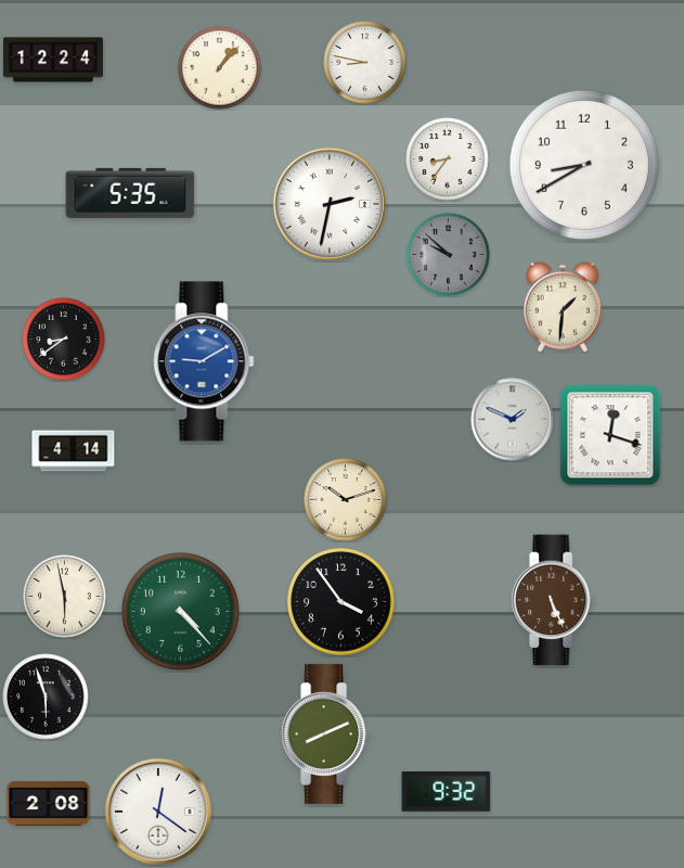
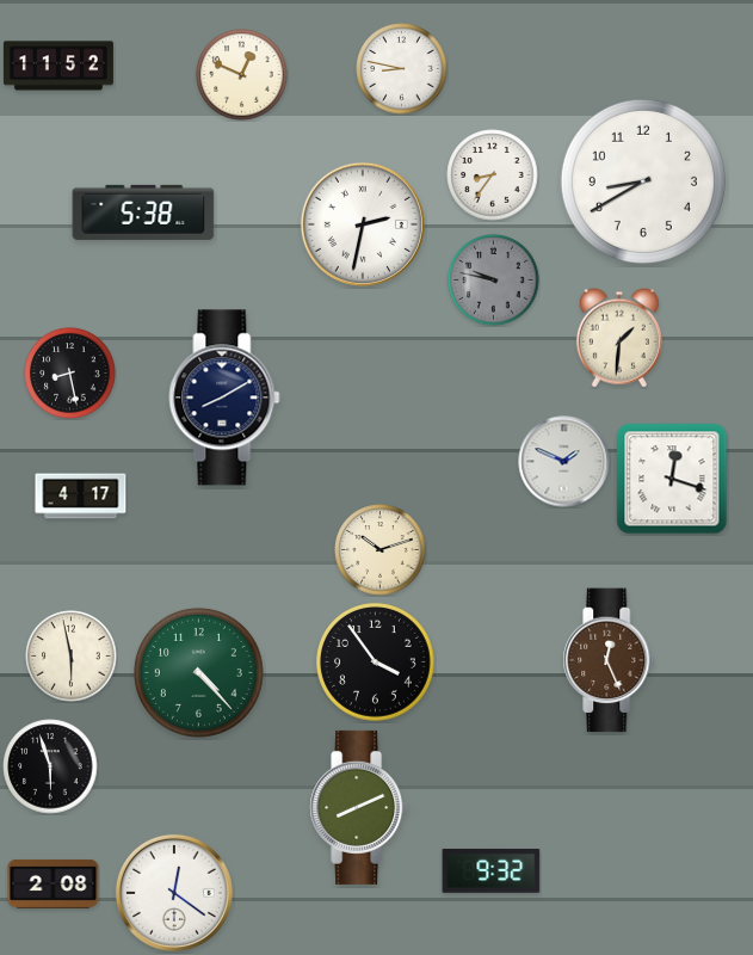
clock at (53, 60): 12:24 -> 11:52
clock at (220, 68): 1:07 -> 12:49
clock at (130, 193): 5:35 -> 5:38
clock at (449, 255): 9:52 -> 9:47
clock at (64, 340): 8:39 -> 8:28
clock at (204, 361): 9:10 -> 8:10
clock at (204, 361) dial: blue -> navy
clock at (74, 451): 4:14 -> 4:17
clock at (553, 600): 5:26 -> 12:26
